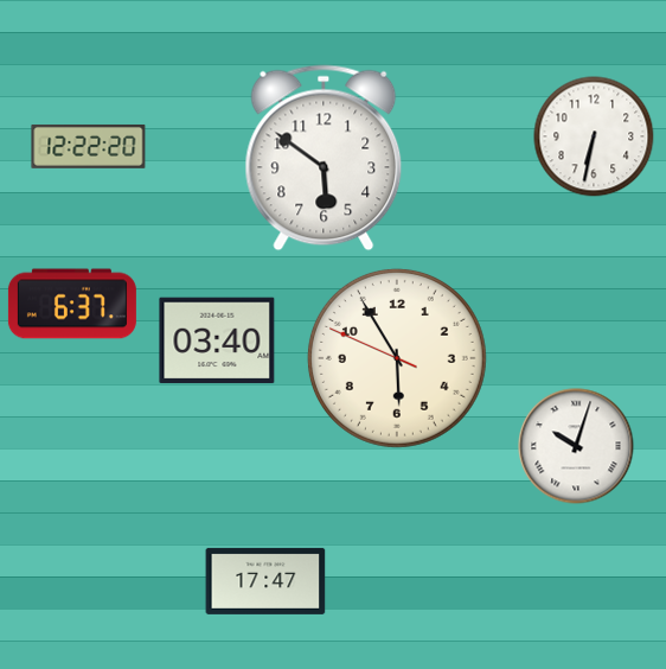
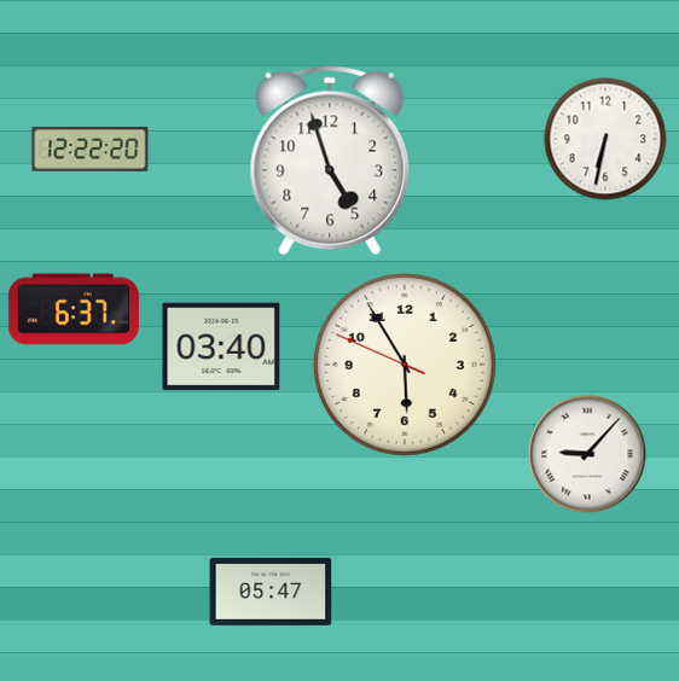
clock at (324, 158): 5:51 -> 4:57
clock at (576, 446): 10:03 -> 9:07
clock at (265, 581): 17:47 -> 05:47
